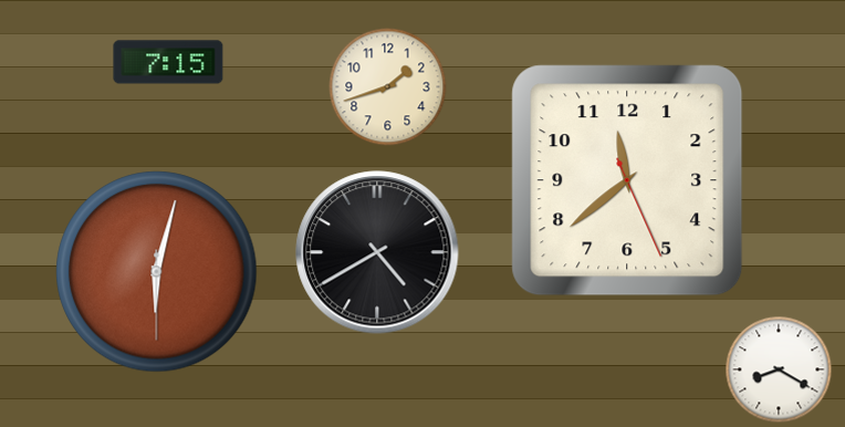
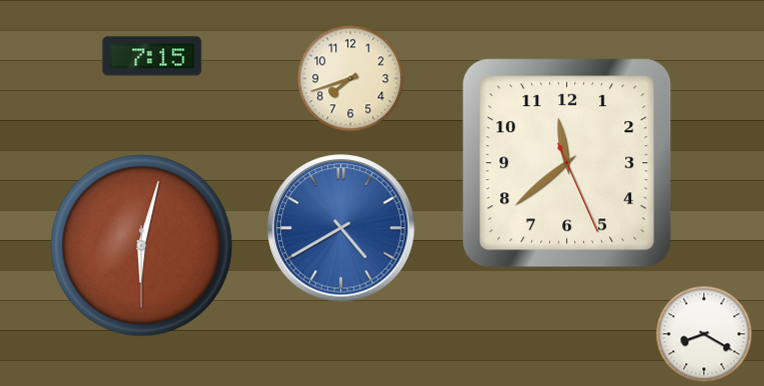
clock at (388, 87): 1:42 -> 7:42
clock at (377, 252) dial: black -> blue
